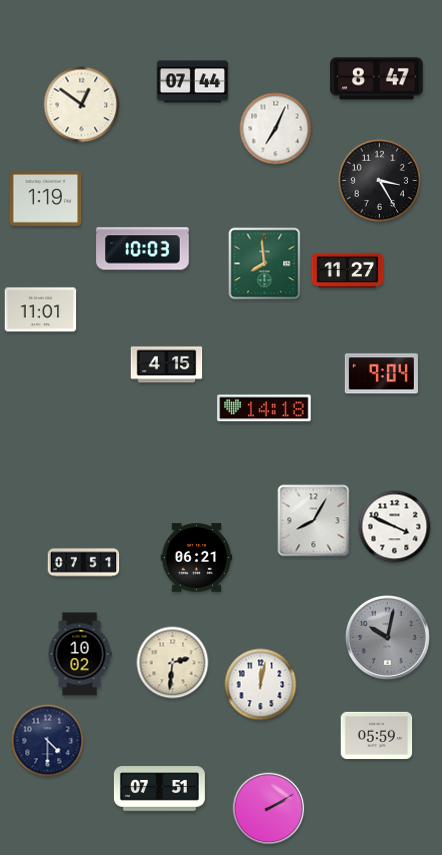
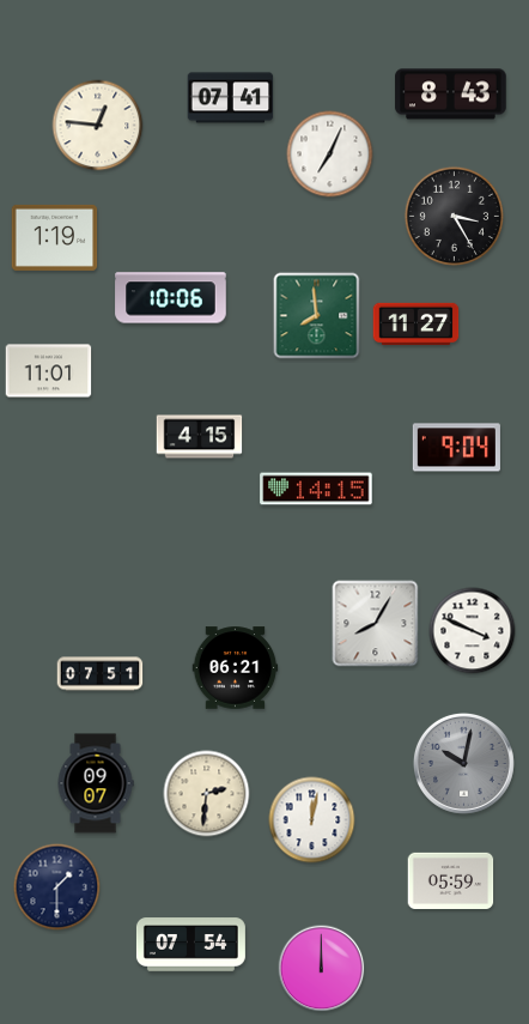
clock at (377, 79): 8:47 -> 8:43
clock at (193, 82): 07:44 -> 07:41
clock at (82, 105): 12:51 -> 12:46
clock at (143, 249): 10:03 -> 10:06
clock at (264, 408): 14:18 -> 14:15
clock at (80, 654): 10:02 -> 09:07
clock at (48, 741): 4:30 -> 1:30
clock at (159, 789): 07:51 -> 07:54
clock at (269, 809): 2:10 -> 12:00
